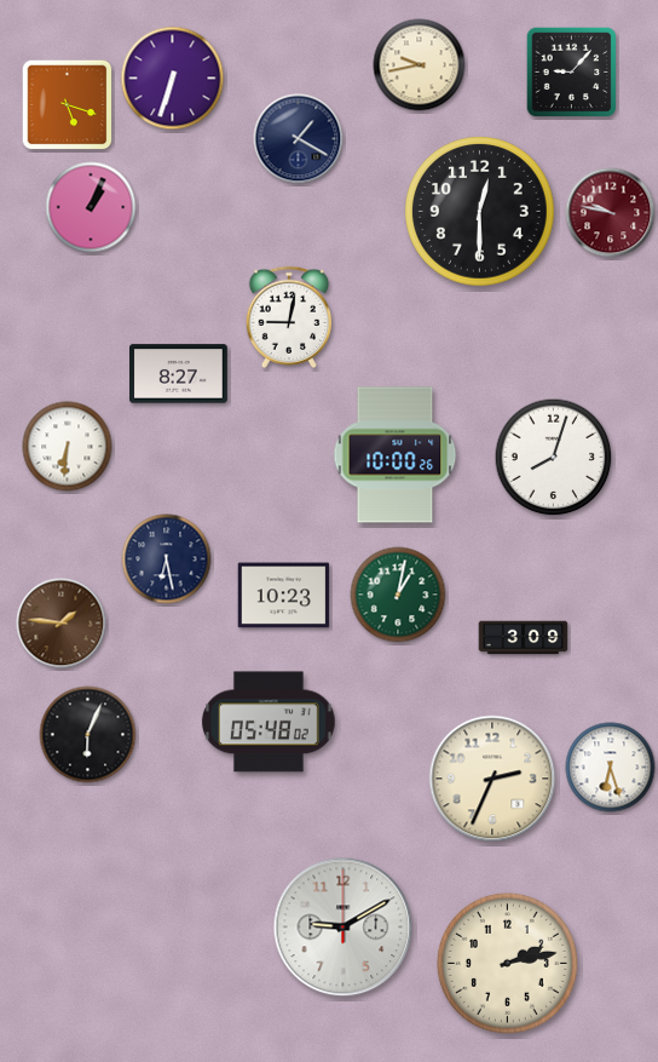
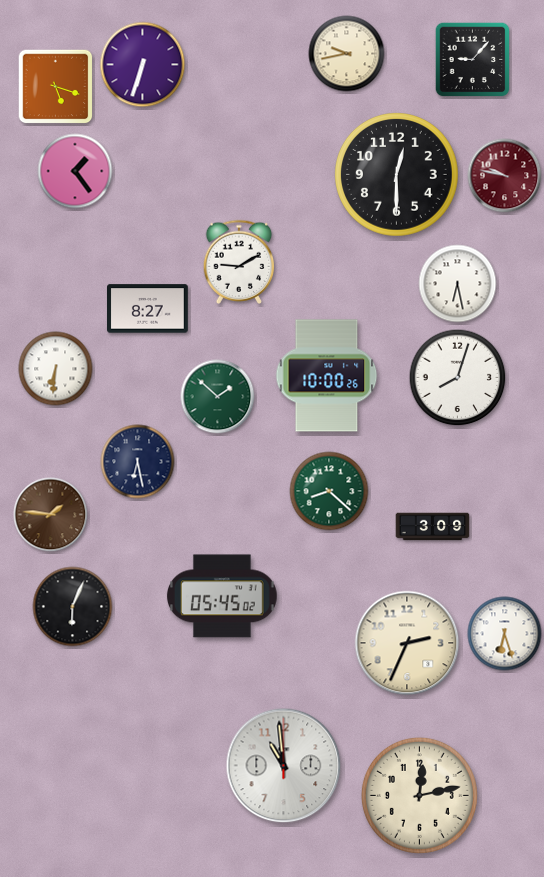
clock at (299, 139): 1:20 -> none
clock at (91, 207): 1:04 -> 1:24
clock at (289, 316): 9:02 -> 9:10
clock at (458, 284): none -> 6:28
clock at (218, 397): none -> 1:52
clock at (398, 595): 1:02 -> 8:22
clock at (284, 596): 10:23 -> none
clock at (269, 722): 05:48 -> 05:45
clock at (344, 928): 9:10 -> 10:59
clock at (507, 963): 2:13 -> 12:13
